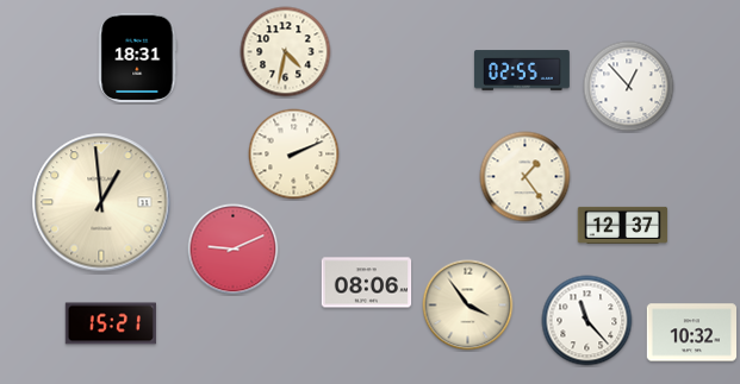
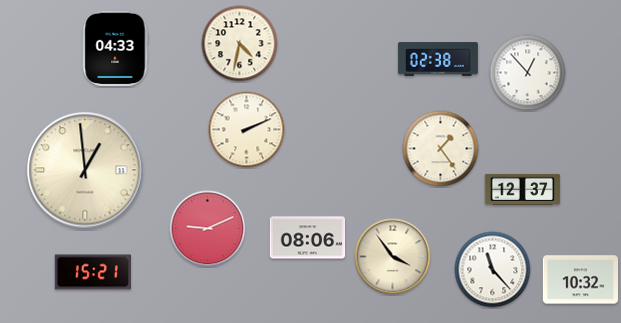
clock at (138, 57): 18:31 -> 04:33
clock at (522, 70): 02:55 -> 02:38
clock at (234, 250) position: (234, 250) -> (208, 229)
